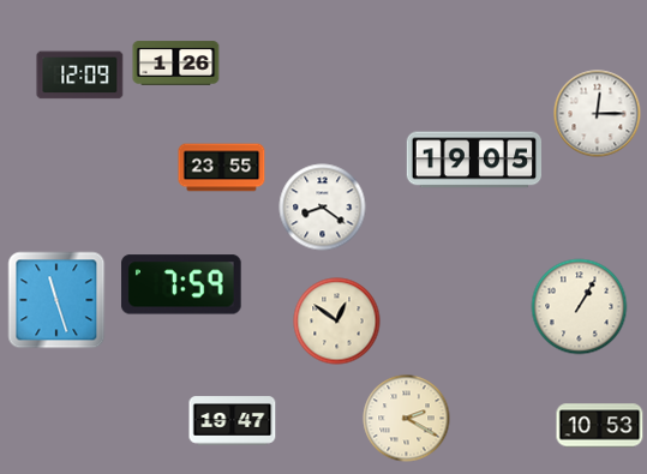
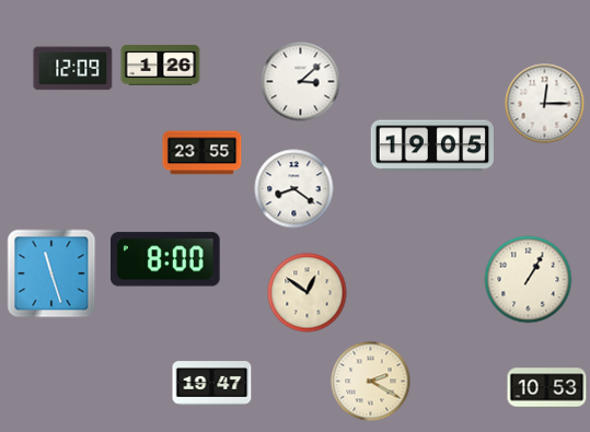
clock at (176, 64) position: (176, 64) -> (161, 66)
clock at (301, 82): none -> 3:08
clock at (182, 284): 7:59 -> 8:00
